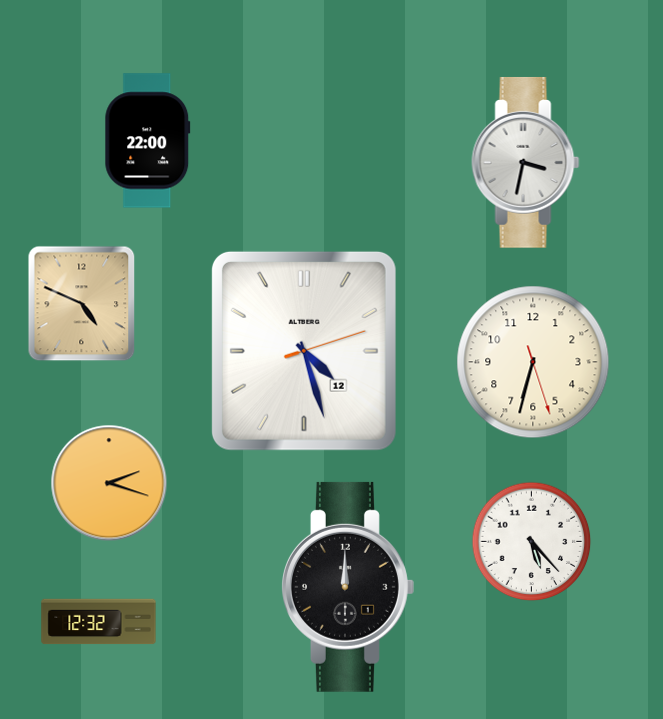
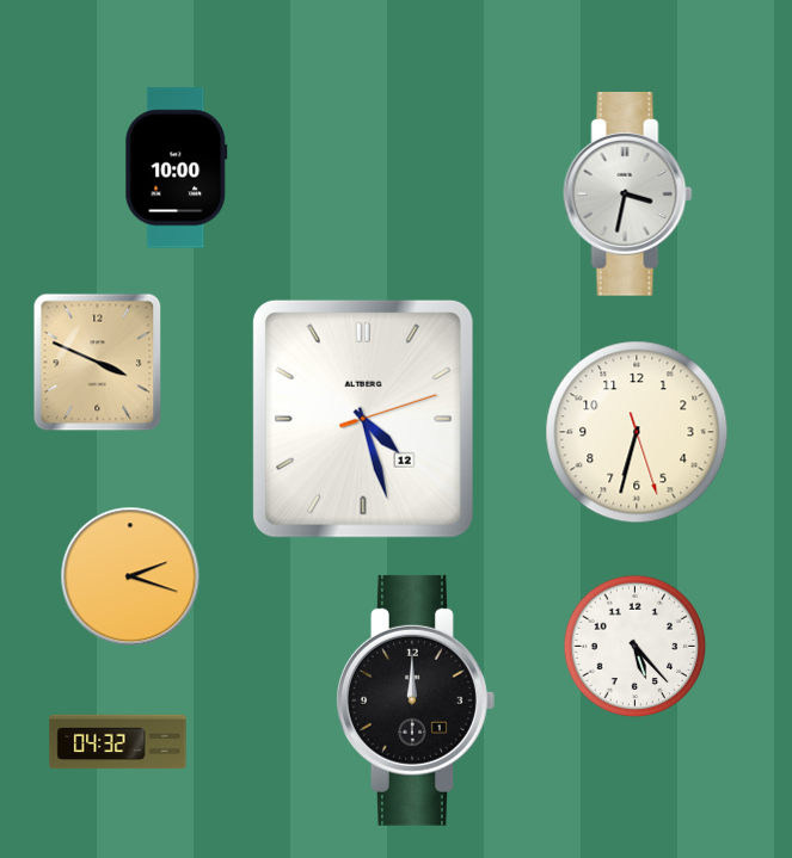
clock at (148, 141): 22:00 -> 10:00
clock at (82, 304): 4:49 -> 3:49
clock at (99, 622): 12:32 -> 04:32
